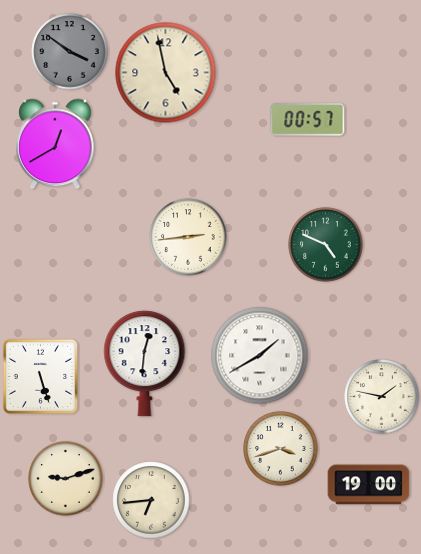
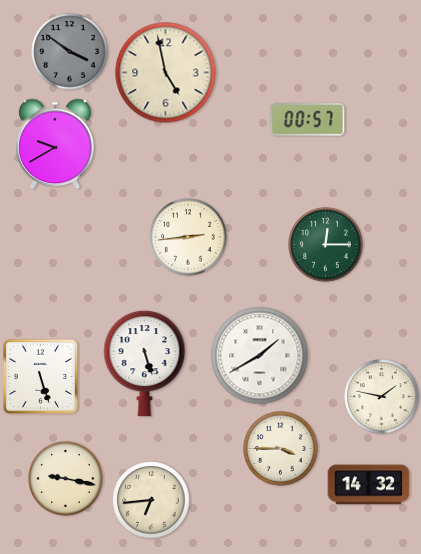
clock at (55, 144): 12:40 -> 9:40
clock at (326, 245): 4:49 -> 12:15
clock at (145, 364): 12:31 -> 5:27
clock at (281, 449): 3:42 -> 3:45
clock at (66, 479): 9:12 -> 9:17
clock at (369, 485): 19:00 -> 14:32
